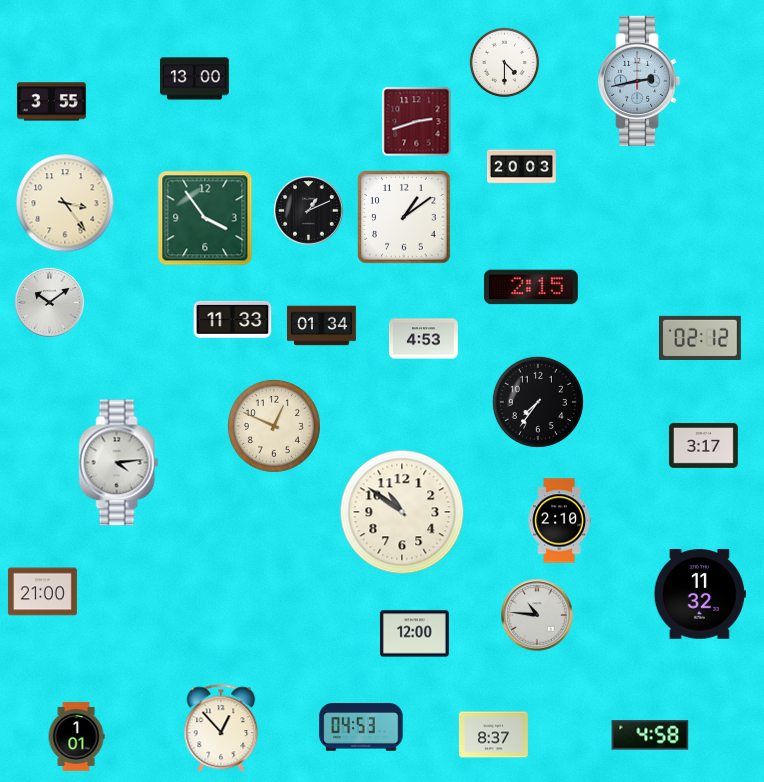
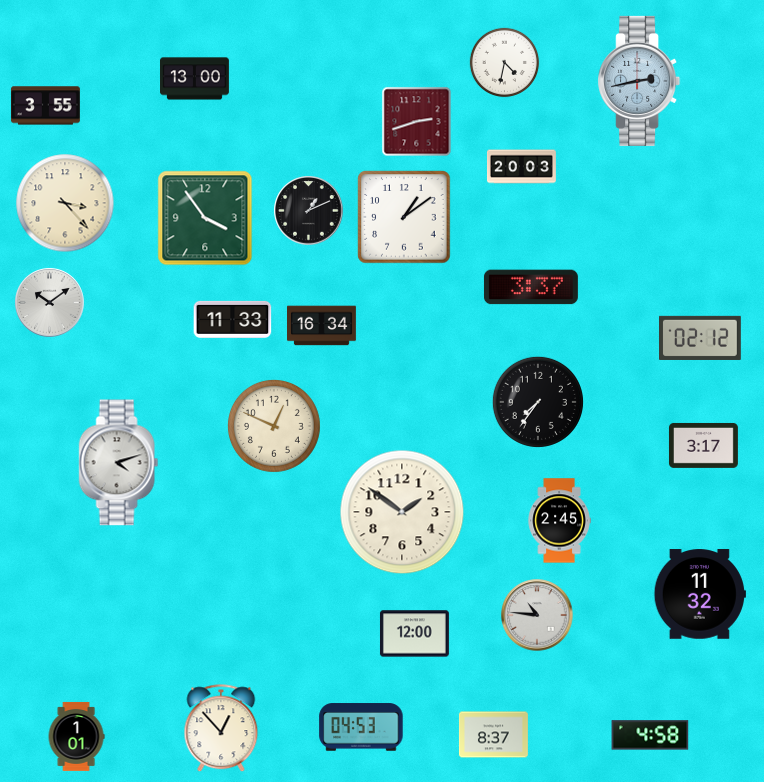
clock at (505, 63): 4:30 -> 4:32
clock at (51, 102) position: (51, 102) -> (45, 106)
clock at (65, 203): 3:24 -> 3:23
clock at (531, 287): 2:15 -> 3:37
clock at (322, 326): 01:34 -> 16:34
clock at (423, 339): 4:53 -> none
clock at (119, 463): 4:14 -> 4:12
clock at (402, 512): 10:51 -> 1:51
clock at (559, 521): 2:10 -> 2:45
clock at (42, 592): 21:00 -> none
